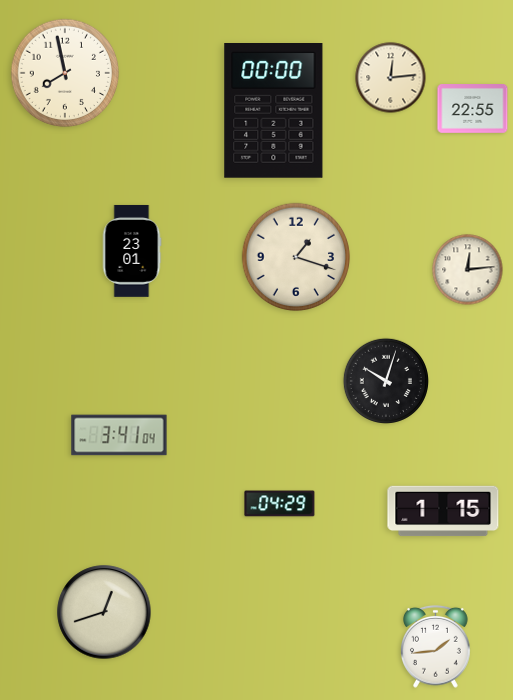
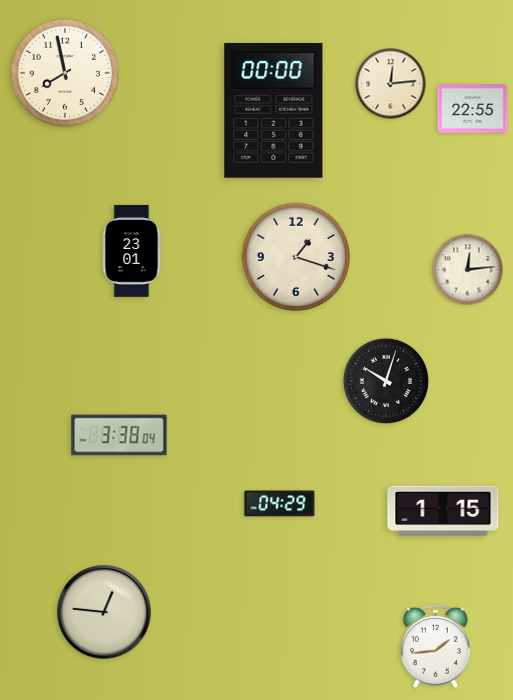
clock at (391, 78) position: (391, 78) -> (391, 84)
clock at (119, 435): 3:41 -> 3:38
clock at (104, 612): 12:42 -> 12:46
